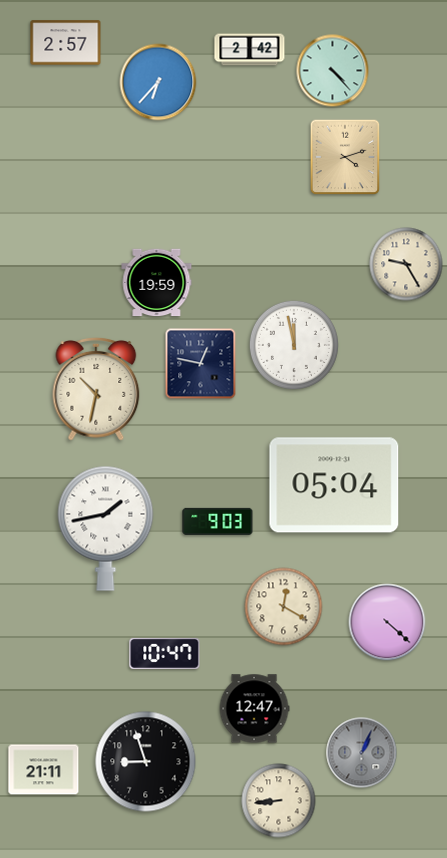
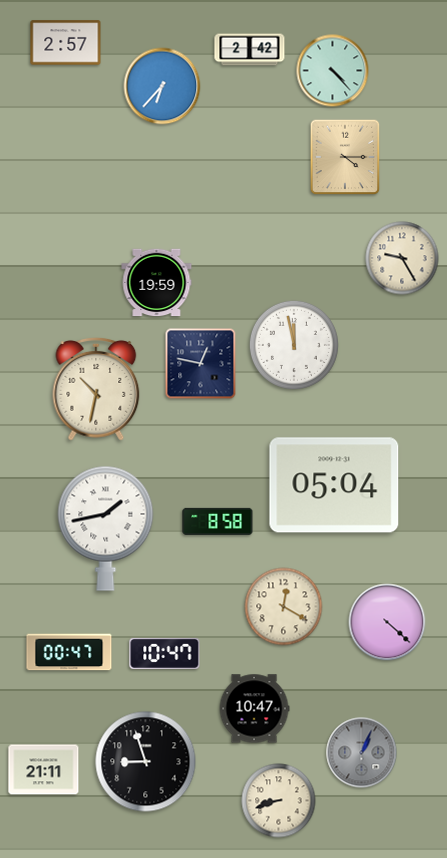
clock at (158, 82) position: (158, 82) -> (162, 86)
clock at (345, 157): 4:12 -> 4:15
clock at (406, 264) position: (406, 264) -> (402, 258)
clock at (218, 521): 9:03 -> 8:58
clock at (69, 652): none -> 00:47
clock at (254, 709): 12:47 -> 10:47
clock at (279, 801): 8:44 -> 8:42
